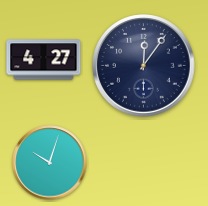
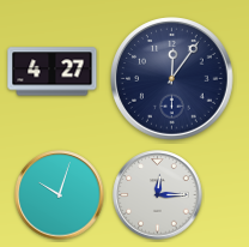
clock at (158, 195): none -> 12:15
